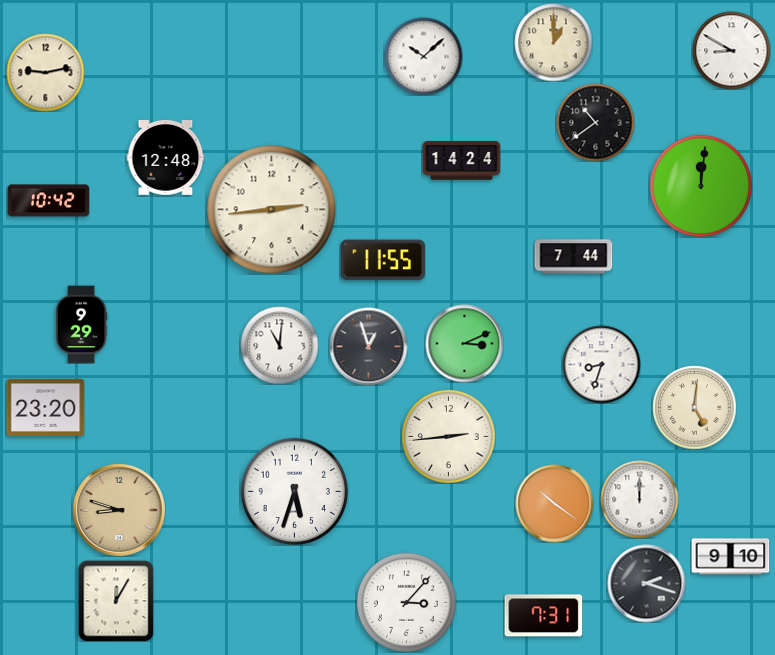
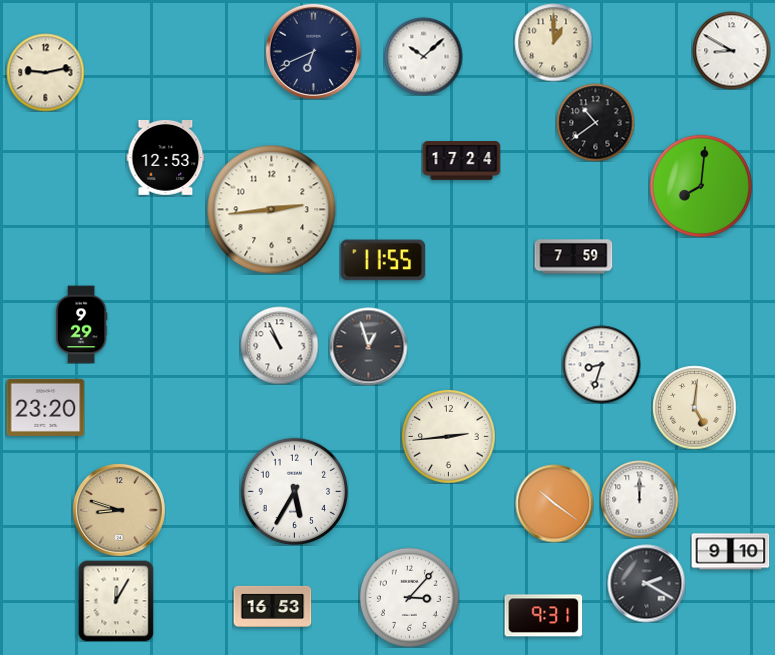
clock at (313, 51): none -> 6:41
clock at (165, 158): 12:48 -> 12:53
clock at (461, 161): 14:24 -> 17:24
clock at (701, 186): 12:01 -> 8:01
clock at (48, 201): 10:42 -> none
clock at (573, 257): 7:44 -> 7:59
clock at (464, 343): 3:11 -> none
clock at (279, 345): 11:01 -> 10:56
clock at (294, 491): 5:33 -> 5:35
clock at (730, 557) position: (730, 557) -> (730, 552)
clock at (646, 583): 2:18 -> 2:20
clock at (406, 602) position: (406, 602) -> (409, 597)
clock at (272, 606): none -> 16:53
clock at (543, 616): 7:31 -> 9:31
